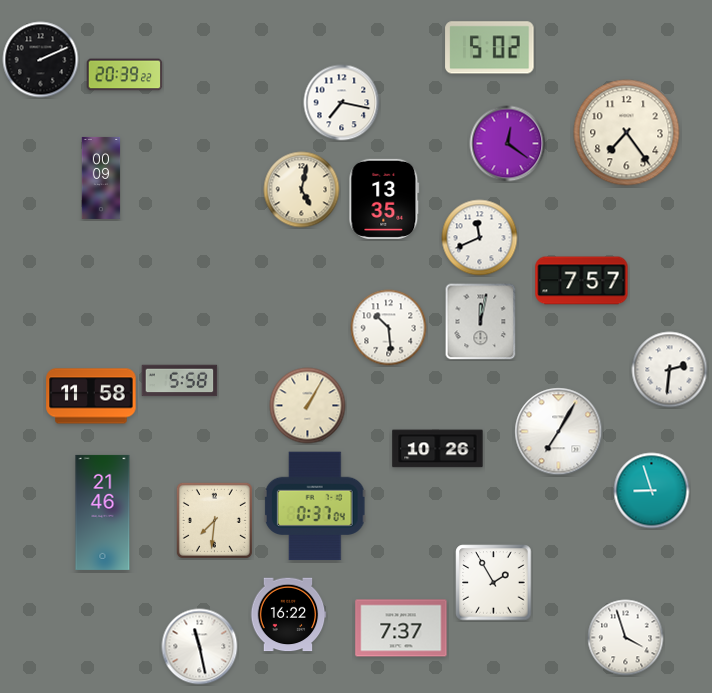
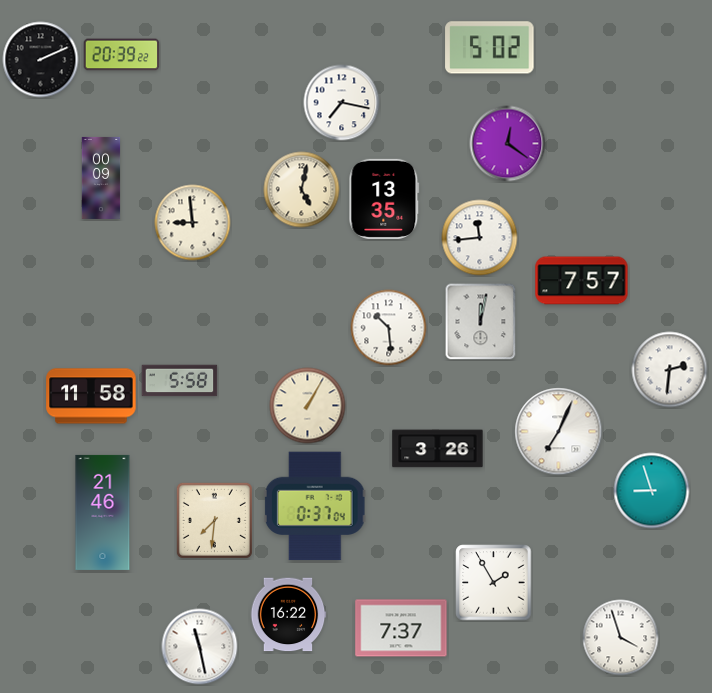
clock at (125, 75) position: (125, 75) -> (122, 55)
clock at (627, 133): 7:24 -> none
clock at (193, 223): none -> 8:59
clock at (480, 238): 11:41 -> 11:44
clock at (559, 432): 7:05 -> 7:04
clock at (438, 449): 10:26 -> 3:26
clock at (626, 638) position: (626, 638) -> (621, 638)
